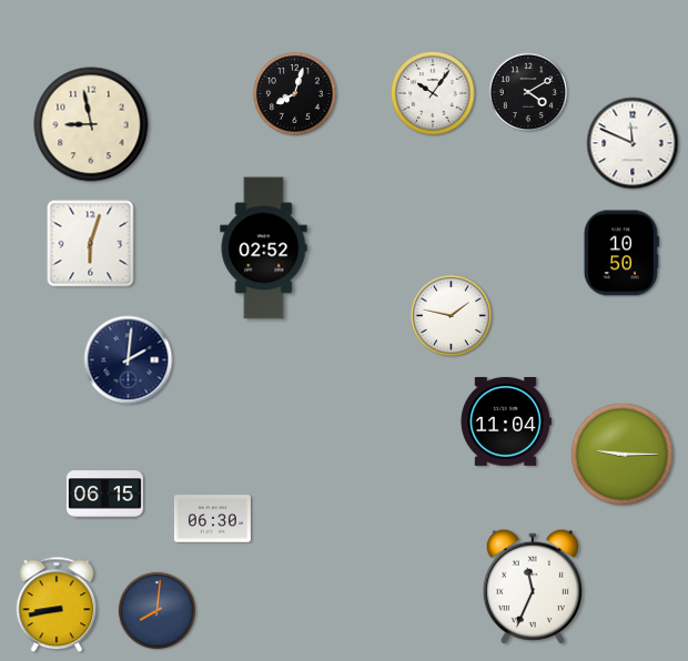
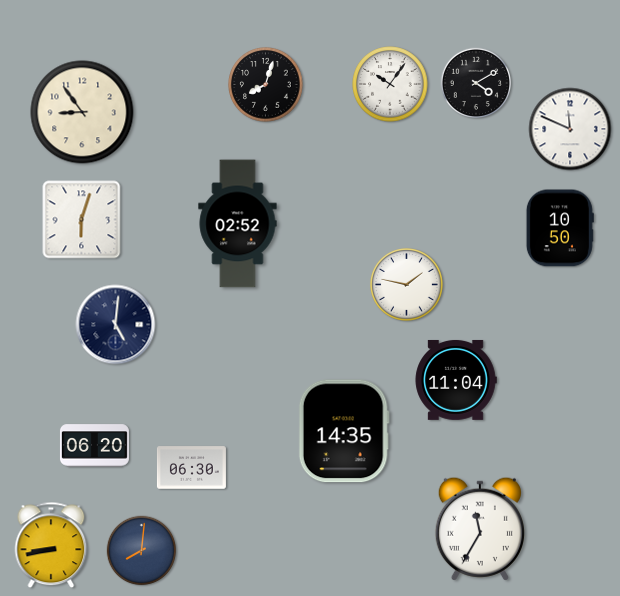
clock at (91, 124): 8:58 -> 8:54
clock at (129, 360): 2:01 -> 5:01
clock at (621, 454): 9:15 -> none
clock at (344, 431): none -> 14:35
clock at (104, 495): 06:15 -> 06:20
clock at (533, 587): 11:34 -> 11:35
